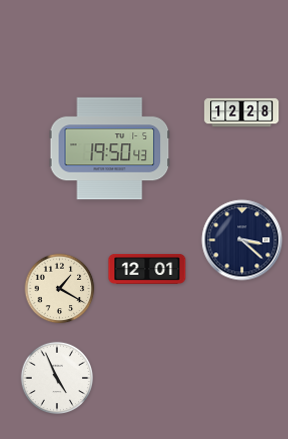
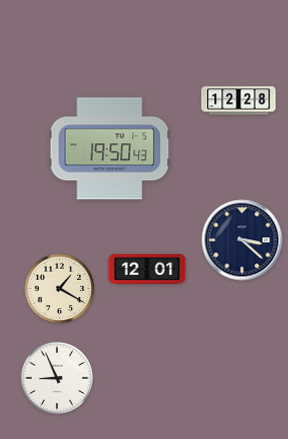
clock at (242, 113) position: (242, 113) -> (239, 101)
clock at (57, 378): 4:56 -> 8:56
